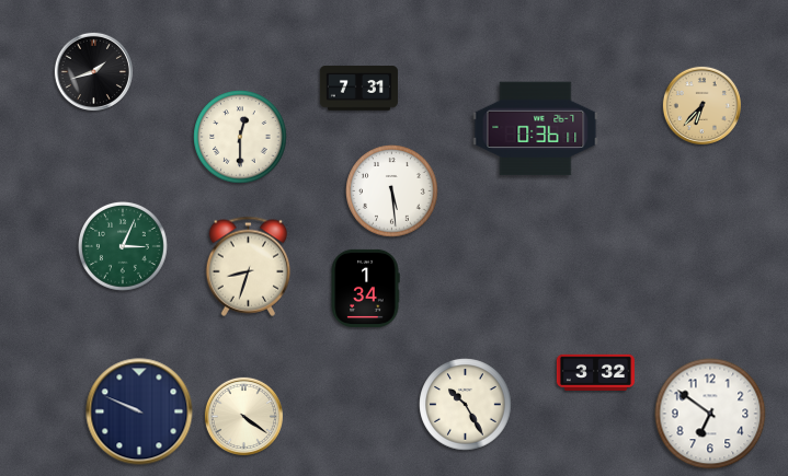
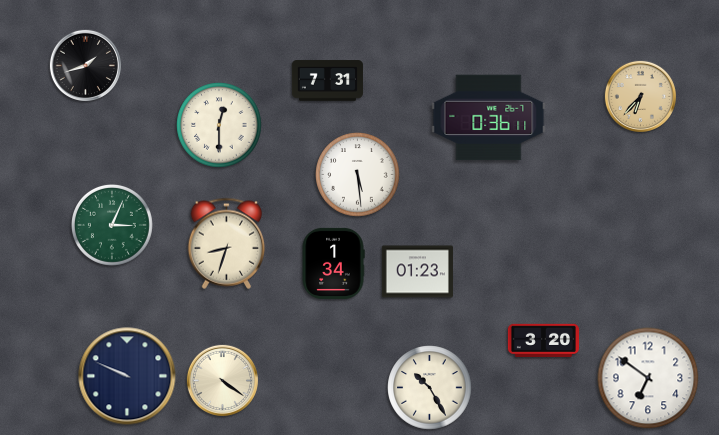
clock at (417, 272): none -> 01:23
clock at (595, 372): 3:32 -> 3:20
clock at (466, 405) position: (466, 405) -> (430, 388)
